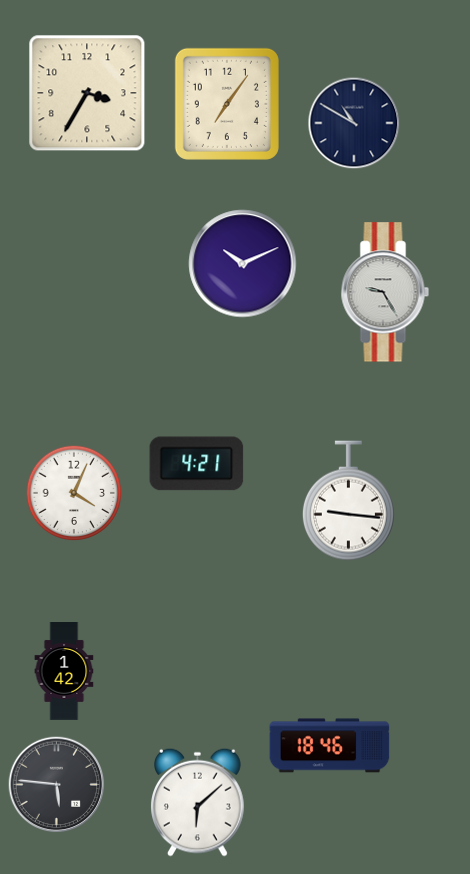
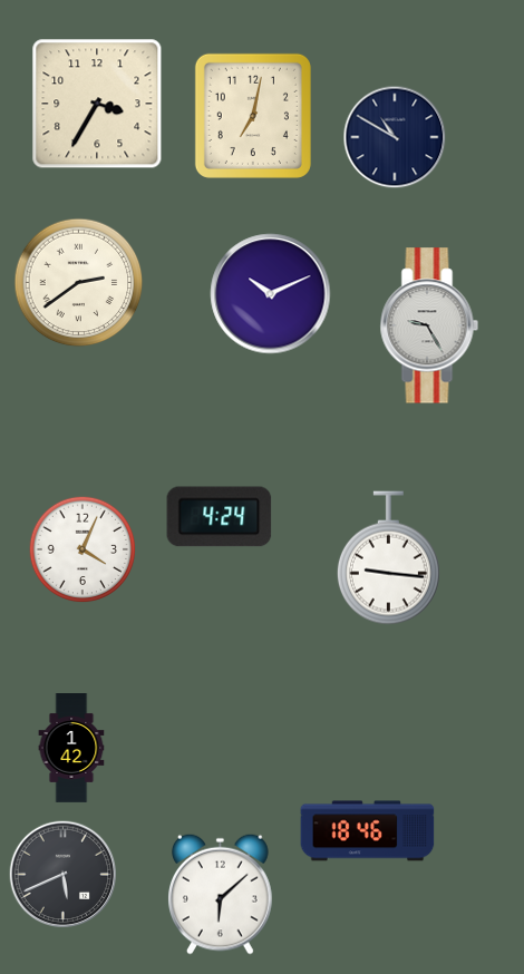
clock at (227, 104): 7:06 -> 7:02
clock at (79, 283): none -> 2:39
clock at (197, 464): 4:21 -> 4:24
clock at (57, 785): 5:46 -> 5:41
